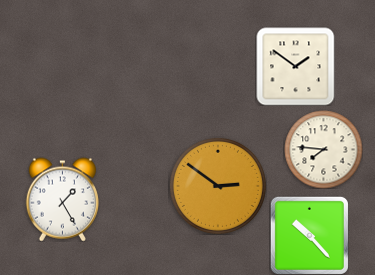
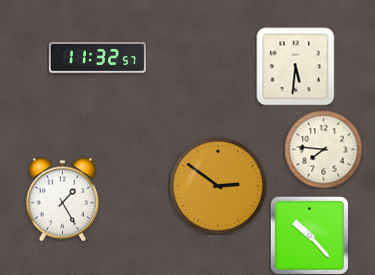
clock at (97, 58): none -> 11:32
clock at (295, 66): 1:51 -> 5:31
